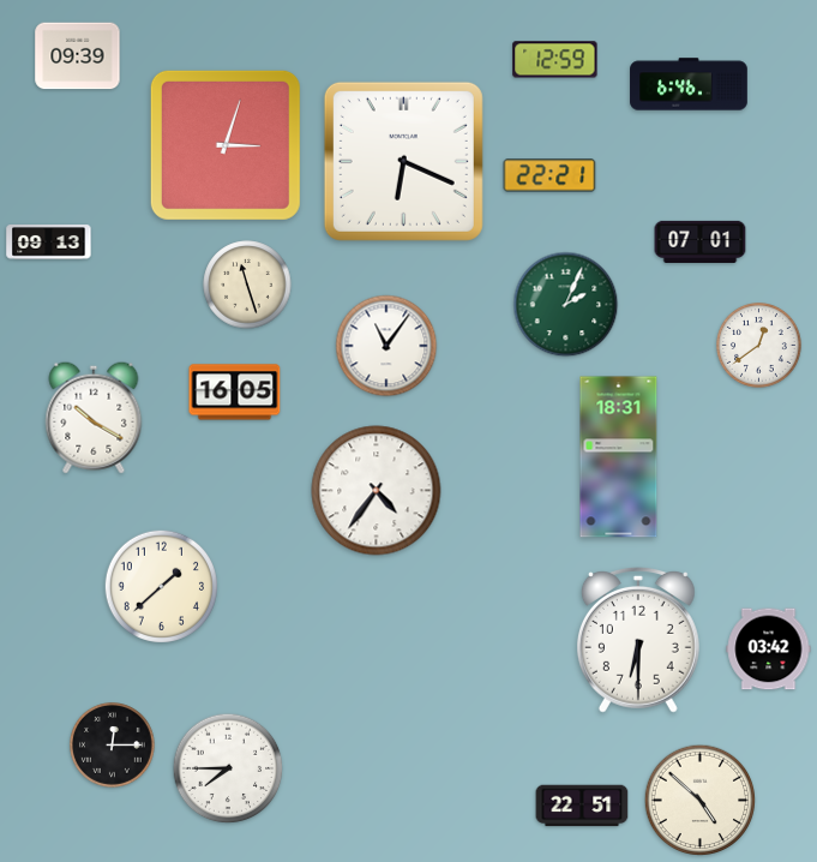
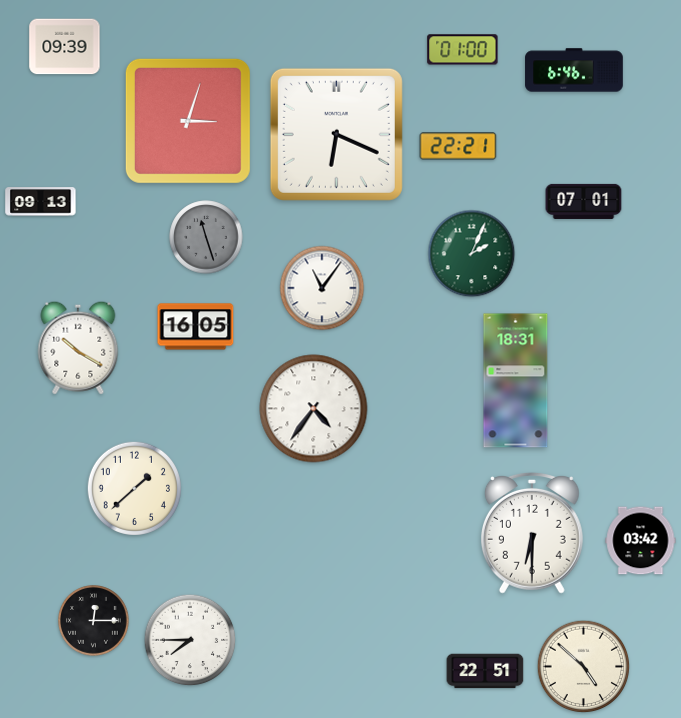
clock at (555, 60): 12:59 -> 01:00
clock at (247, 285) dial: cream -> grey
clock at (759, 346): 12:39 -> none
